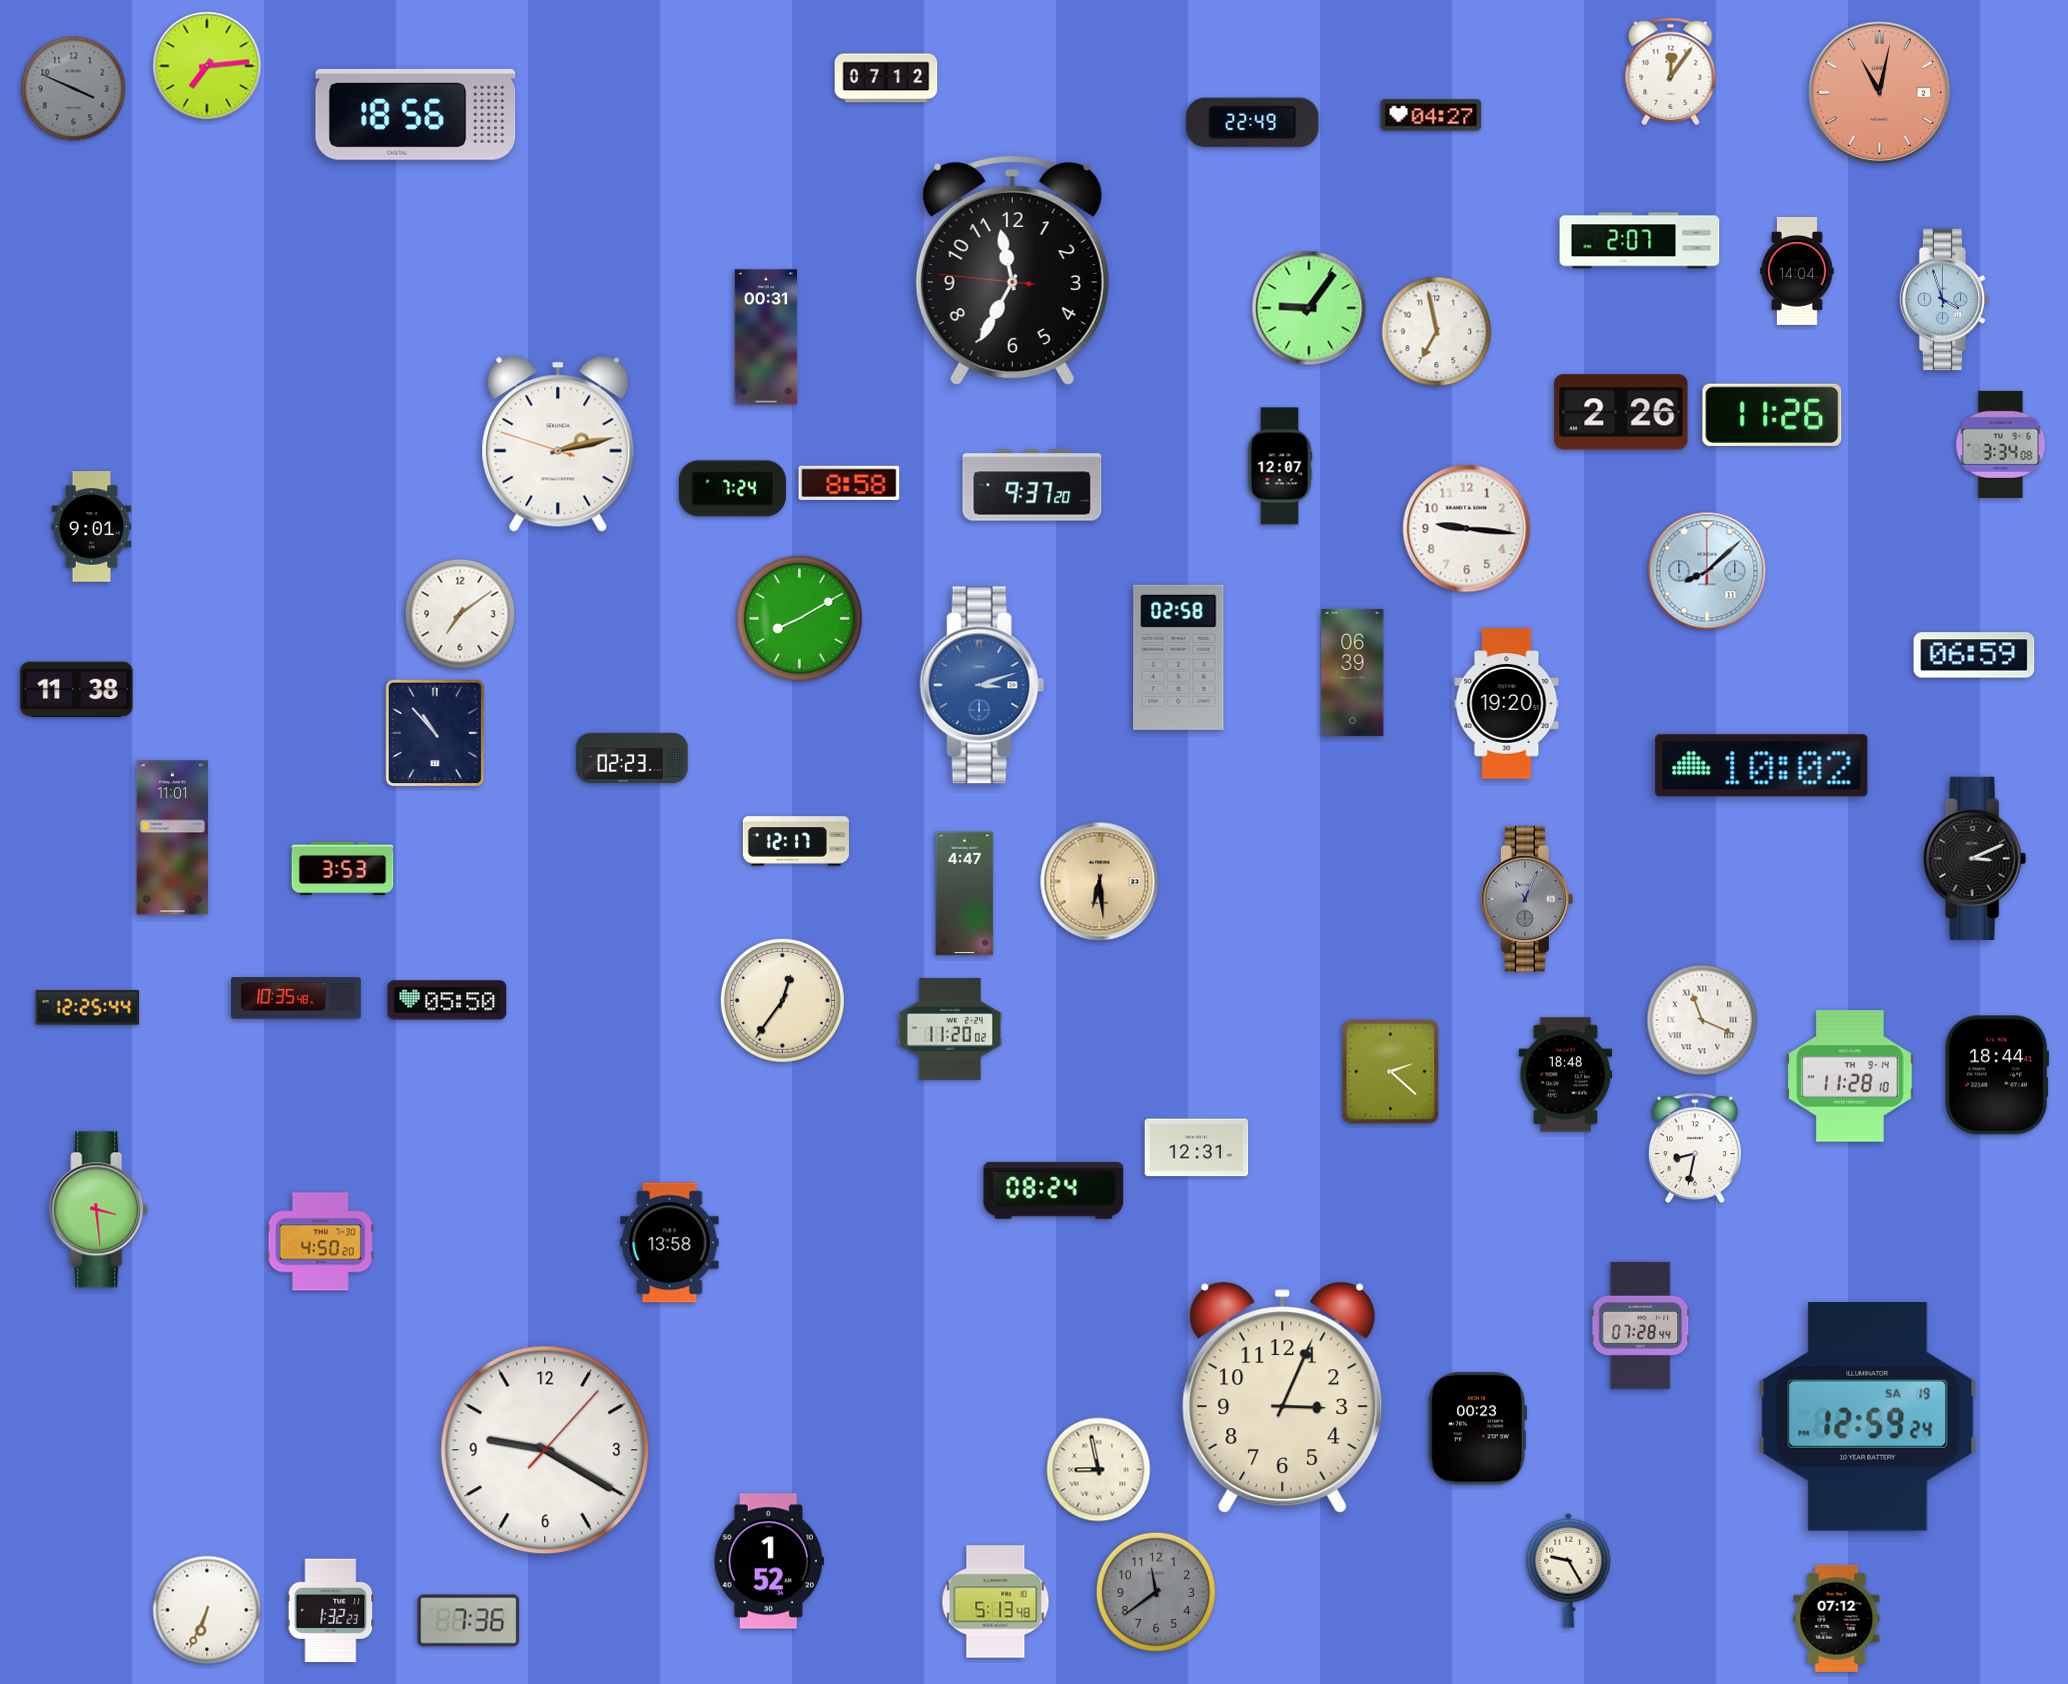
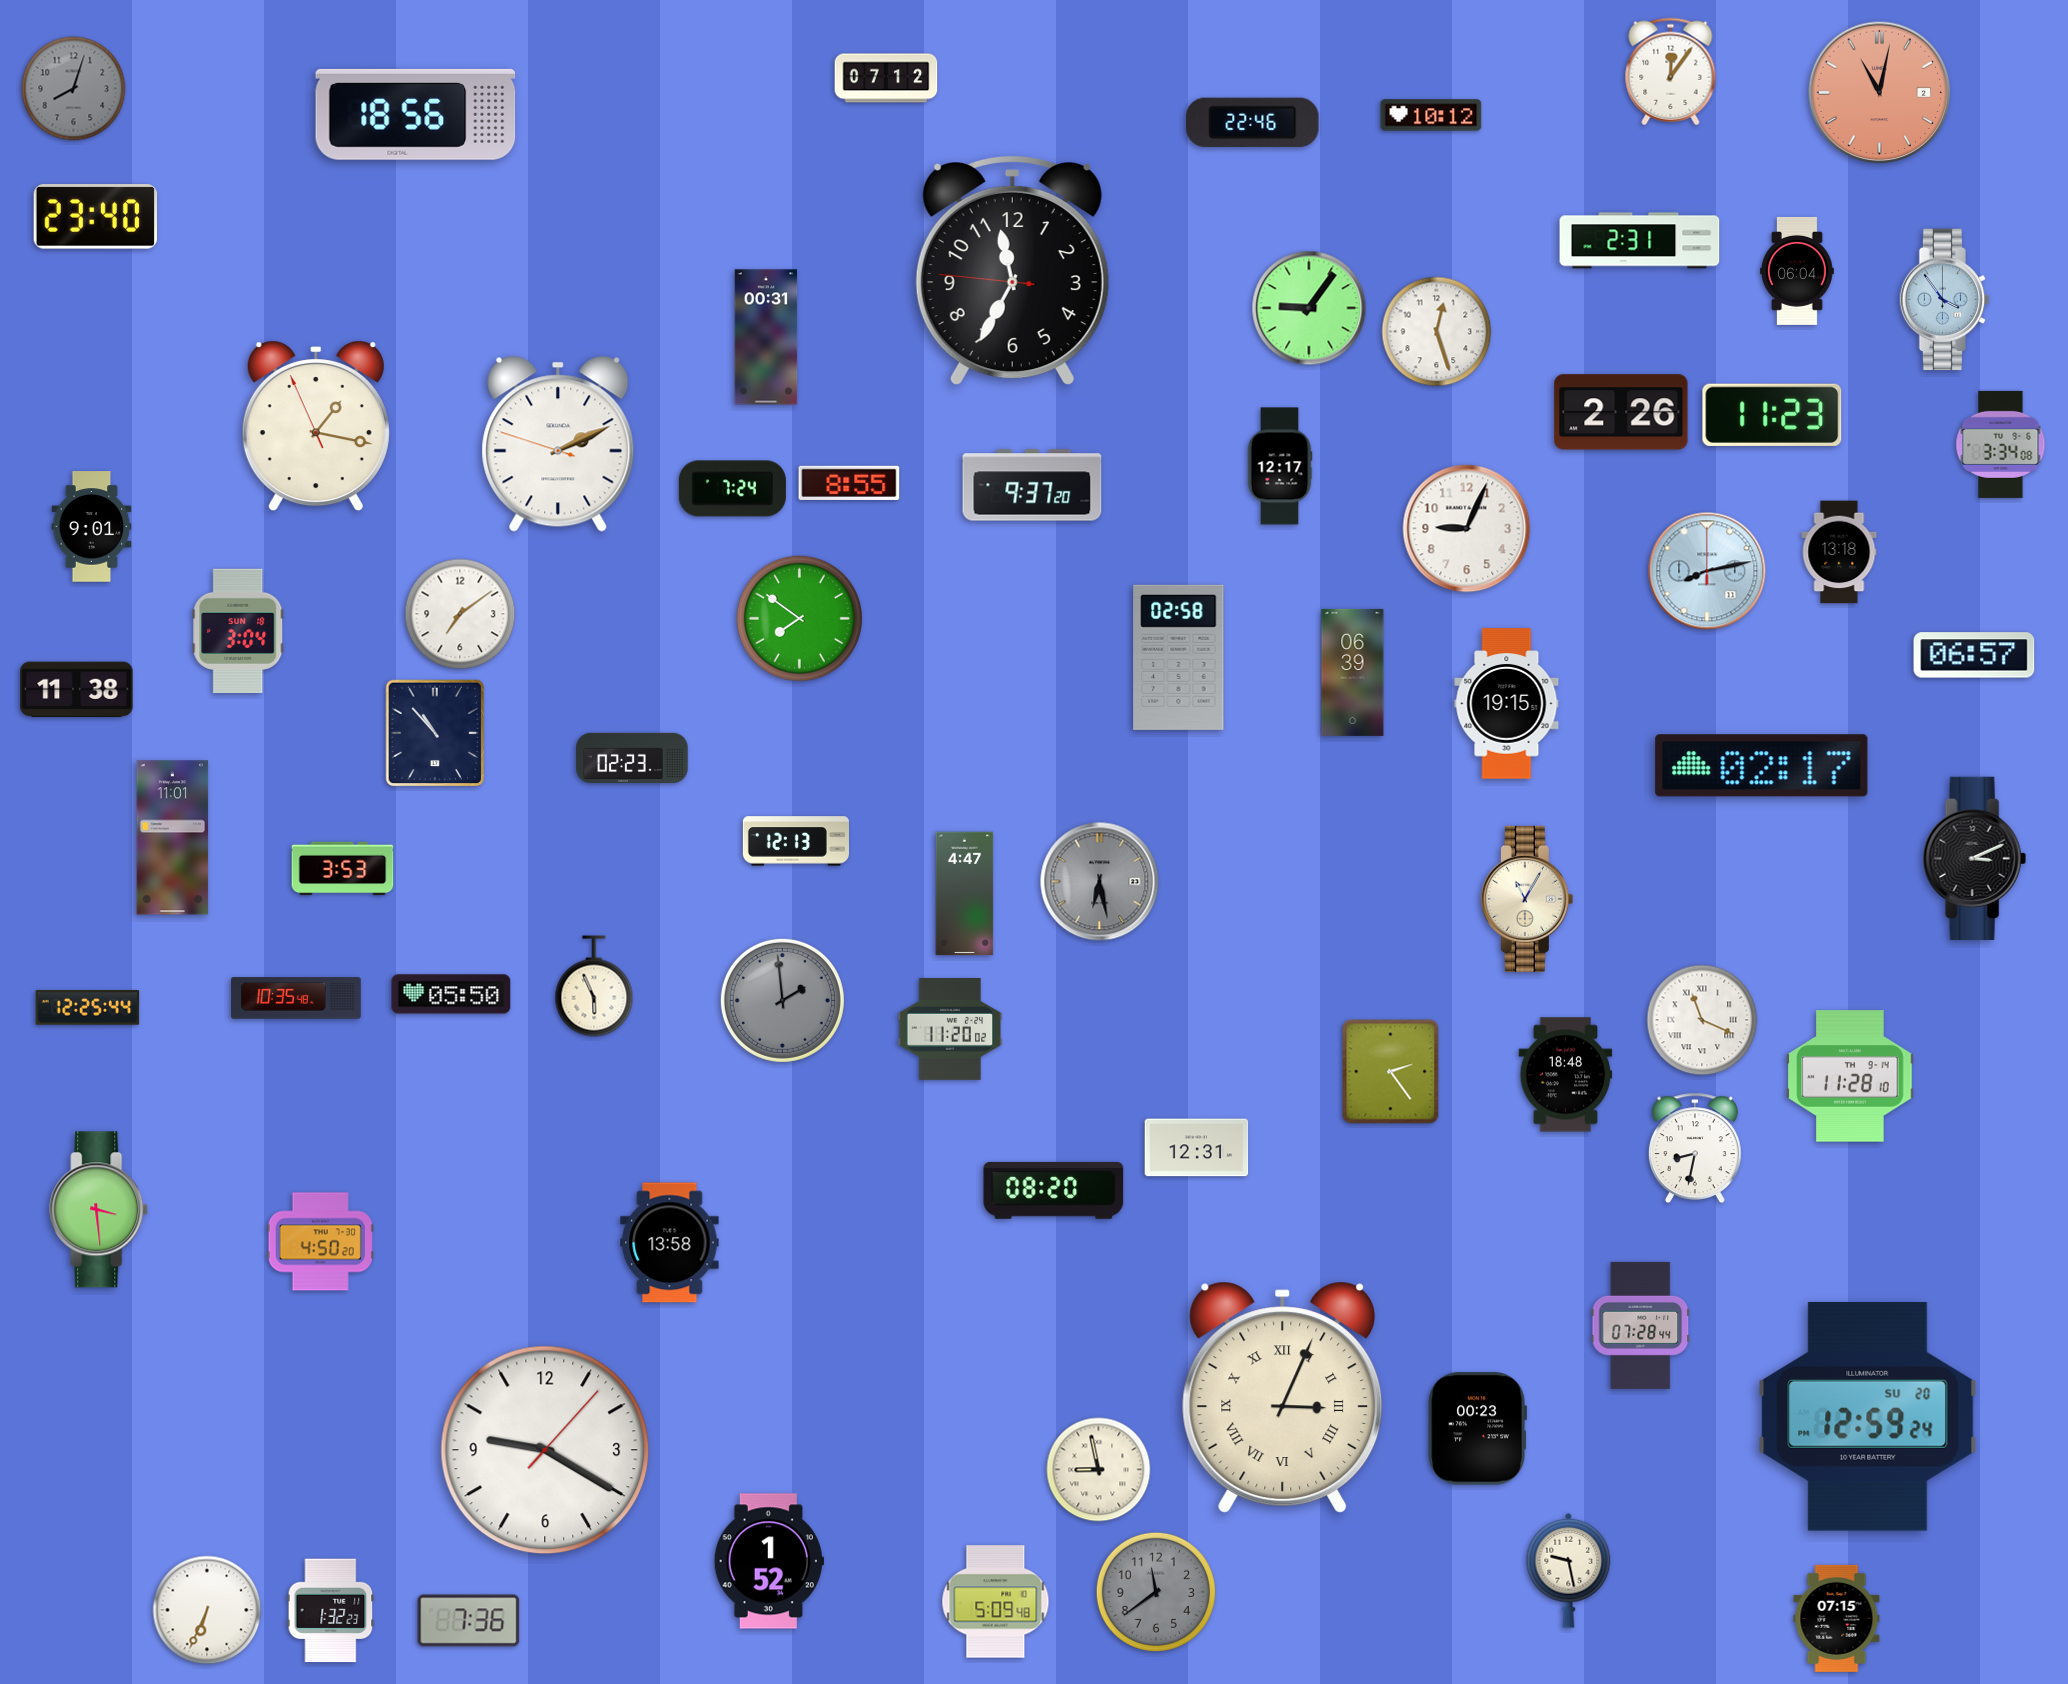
clock at (207, 66): 7:14 -> none
clock at (74, 89): 3:49 -> 8:03
clock at (1431, 115): 04:27 -> 10:12
clock at (1253, 122): 22:49 -> 22:46
clock at (95, 217): none -> 23:40
clock at (1640, 241): 2:07 -> 2:31
clock at (1798, 271): 14:04 -> 06:04
clock at (1945, 300): 3:57 -> 3:54
clock at (1437, 332): 6:58 -> 12:27
clock at (1772, 415): 11:26 -> 11:23
clock at (316, 426): none -> 1:16
clock at (558, 444): 2:12 -> 2:10
clock at (1280, 466): 12:07 -> 12:17
clock at (849, 483): 8:58 -> 8:55
clock at (1467, 529): 9:16 -> 9:04
clock at (1839, 552): none -> 13:18
clock at (1707, 571): 8:08 -> 8:13
clock at (799, 618): 8:10 -> 7:51
clock at (238, 630): none -> 3:04
clock at (1974, 655): 06:59 -> 06:57
clock at (982, 685): 3:12 -> none
clock at (1507, 704): 19:20 -> 19:15
clock at (1762, 766): 10:02 -> 02:17
clock at (796, 841): 12:17 -> 12:13
clock at (1100, 882): 6:29 -> 6:28
clock at (1100, 882) dial: champagne -> grey
clock at (1527, 899): 11:04 -> 11:05
clock at (1527, 899) dial: grey -> cream
clock at (594, 986): none -> 5:56
clock at (447, 1000) position: (447, 1000) -> (451, 994)
clock at (782, 1000): 12:36 -> 1:59
clock at (782, 1000) dial: cream -> grey
clock at (1391, 1072): 2:22 -> 2:24
clock at (1996, 1075): 18:44 -> none
clock at (1054, 1190): 08:24 -> 08:20
clock at (1283, 1397) numerals: Arabic -> Roman
clock at (1868, 1417) date: SA 19 -> SU 20
clock at (1569, 1570): 9:25 -> 9:28
clock at (996, 1602): 5:13 -> 5:09
clock at (1837, 1618): 07:12 -> 07:15
